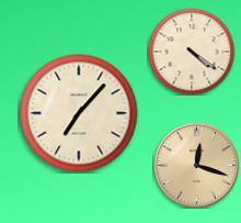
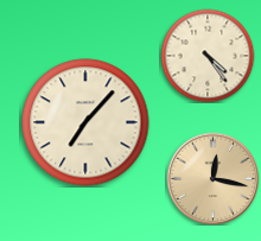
clock at (192, 52): 4:21 -> 4:24
clock at (196, 165): 12:18 -> 12:17
